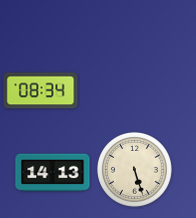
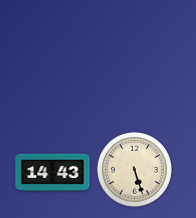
clock at (41, 91): 08:34 -> none
clock at (53, 173): 14:13 -> 14:43
